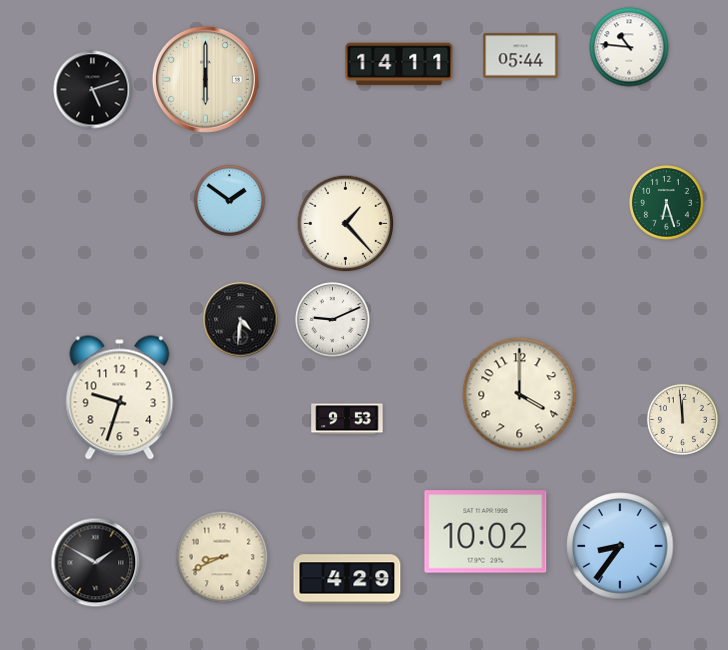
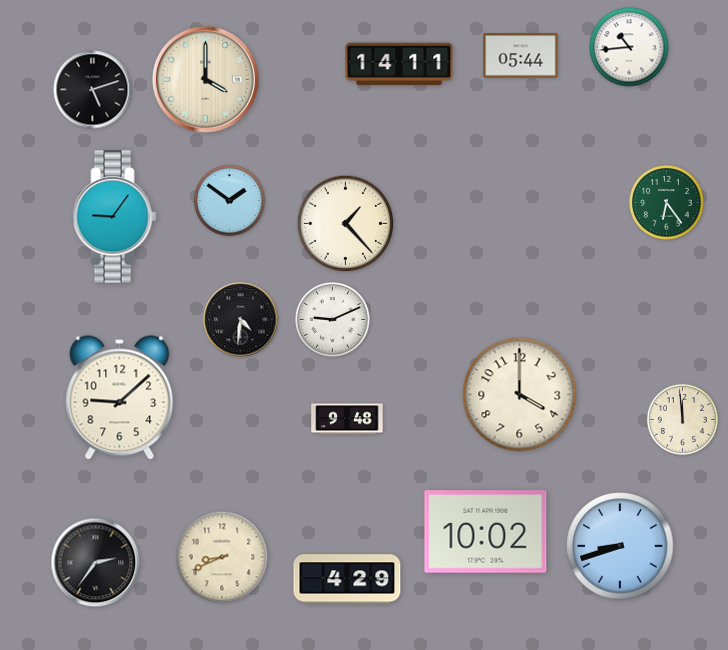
clock at (629, 47): 10:46 -> 10:44
clock at (205, 79): 6:00 -> 4:00
clock at (667, 203): 6:27 -> 6:24
clock at (115, 217): none -> 9:06
clock at (120, 398): 9:33 -> 9:08
clock at (347, 419): 9:53 -> 9:48
clock at (620, 546): 8:36 -> 8:42
clock at (96, 563): 1:50 -> 2:36
